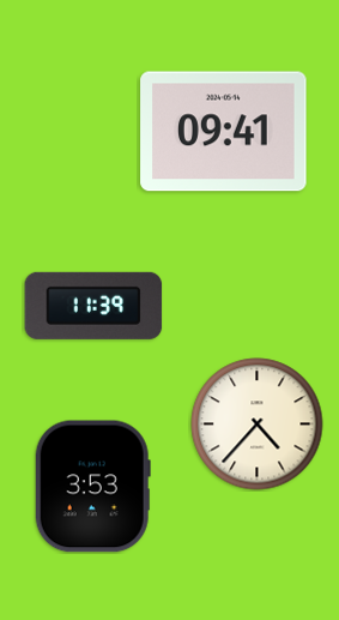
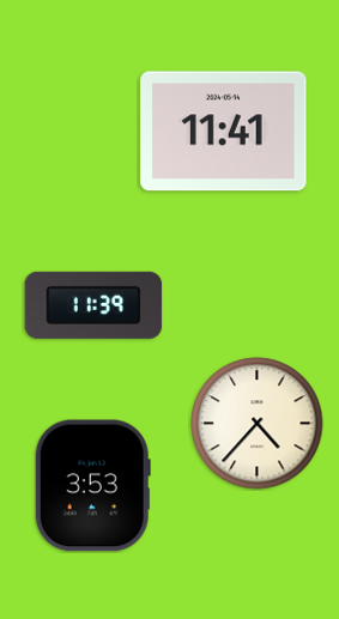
clock at (224, 132): 09:41 -> 11:41
